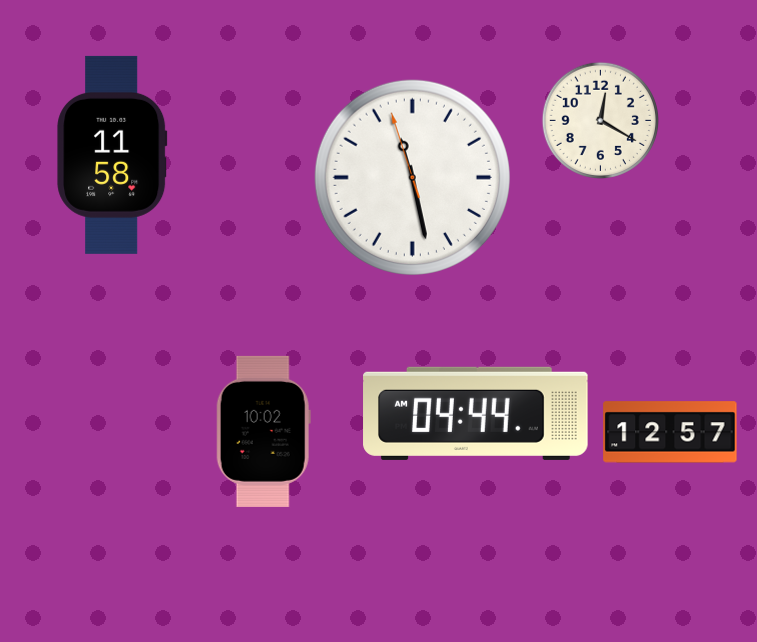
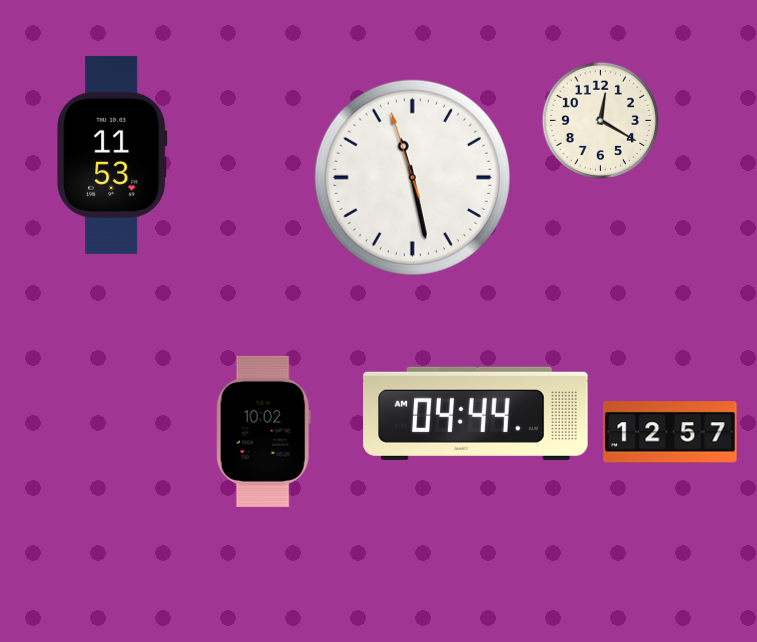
clock at (112, 155): 11:58 -> 11:53
